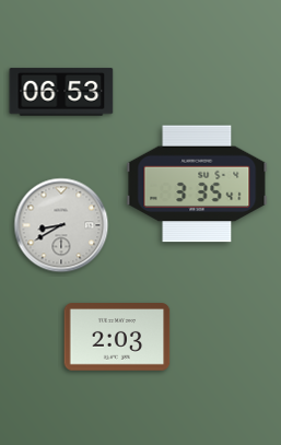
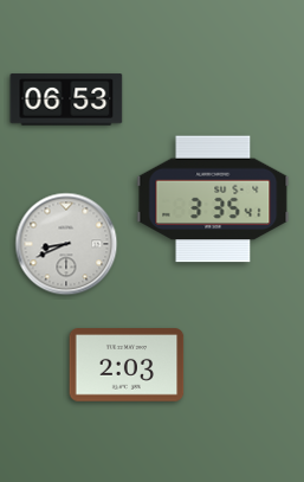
clock at (61, 225): 8:40 -> 8:41
